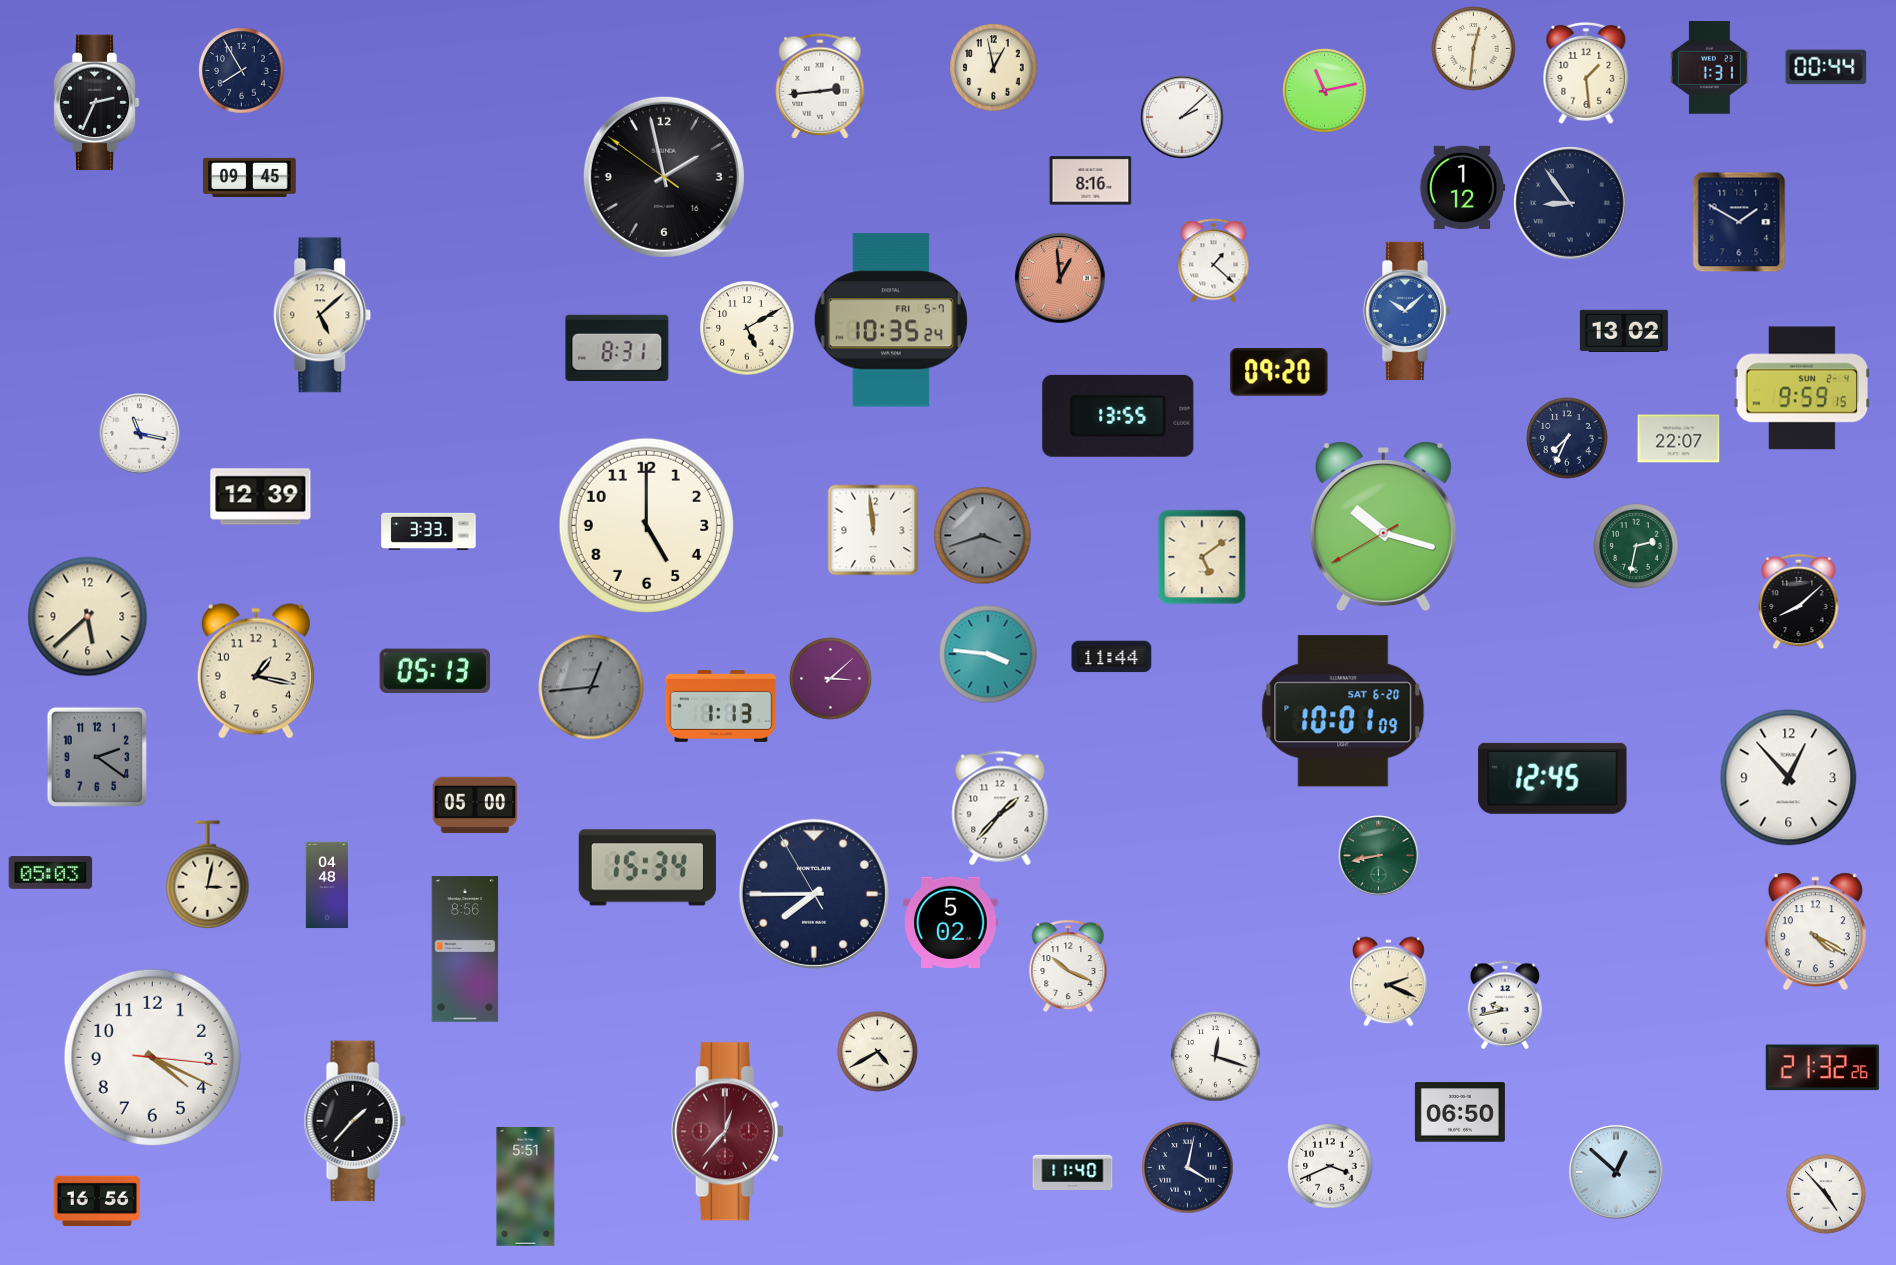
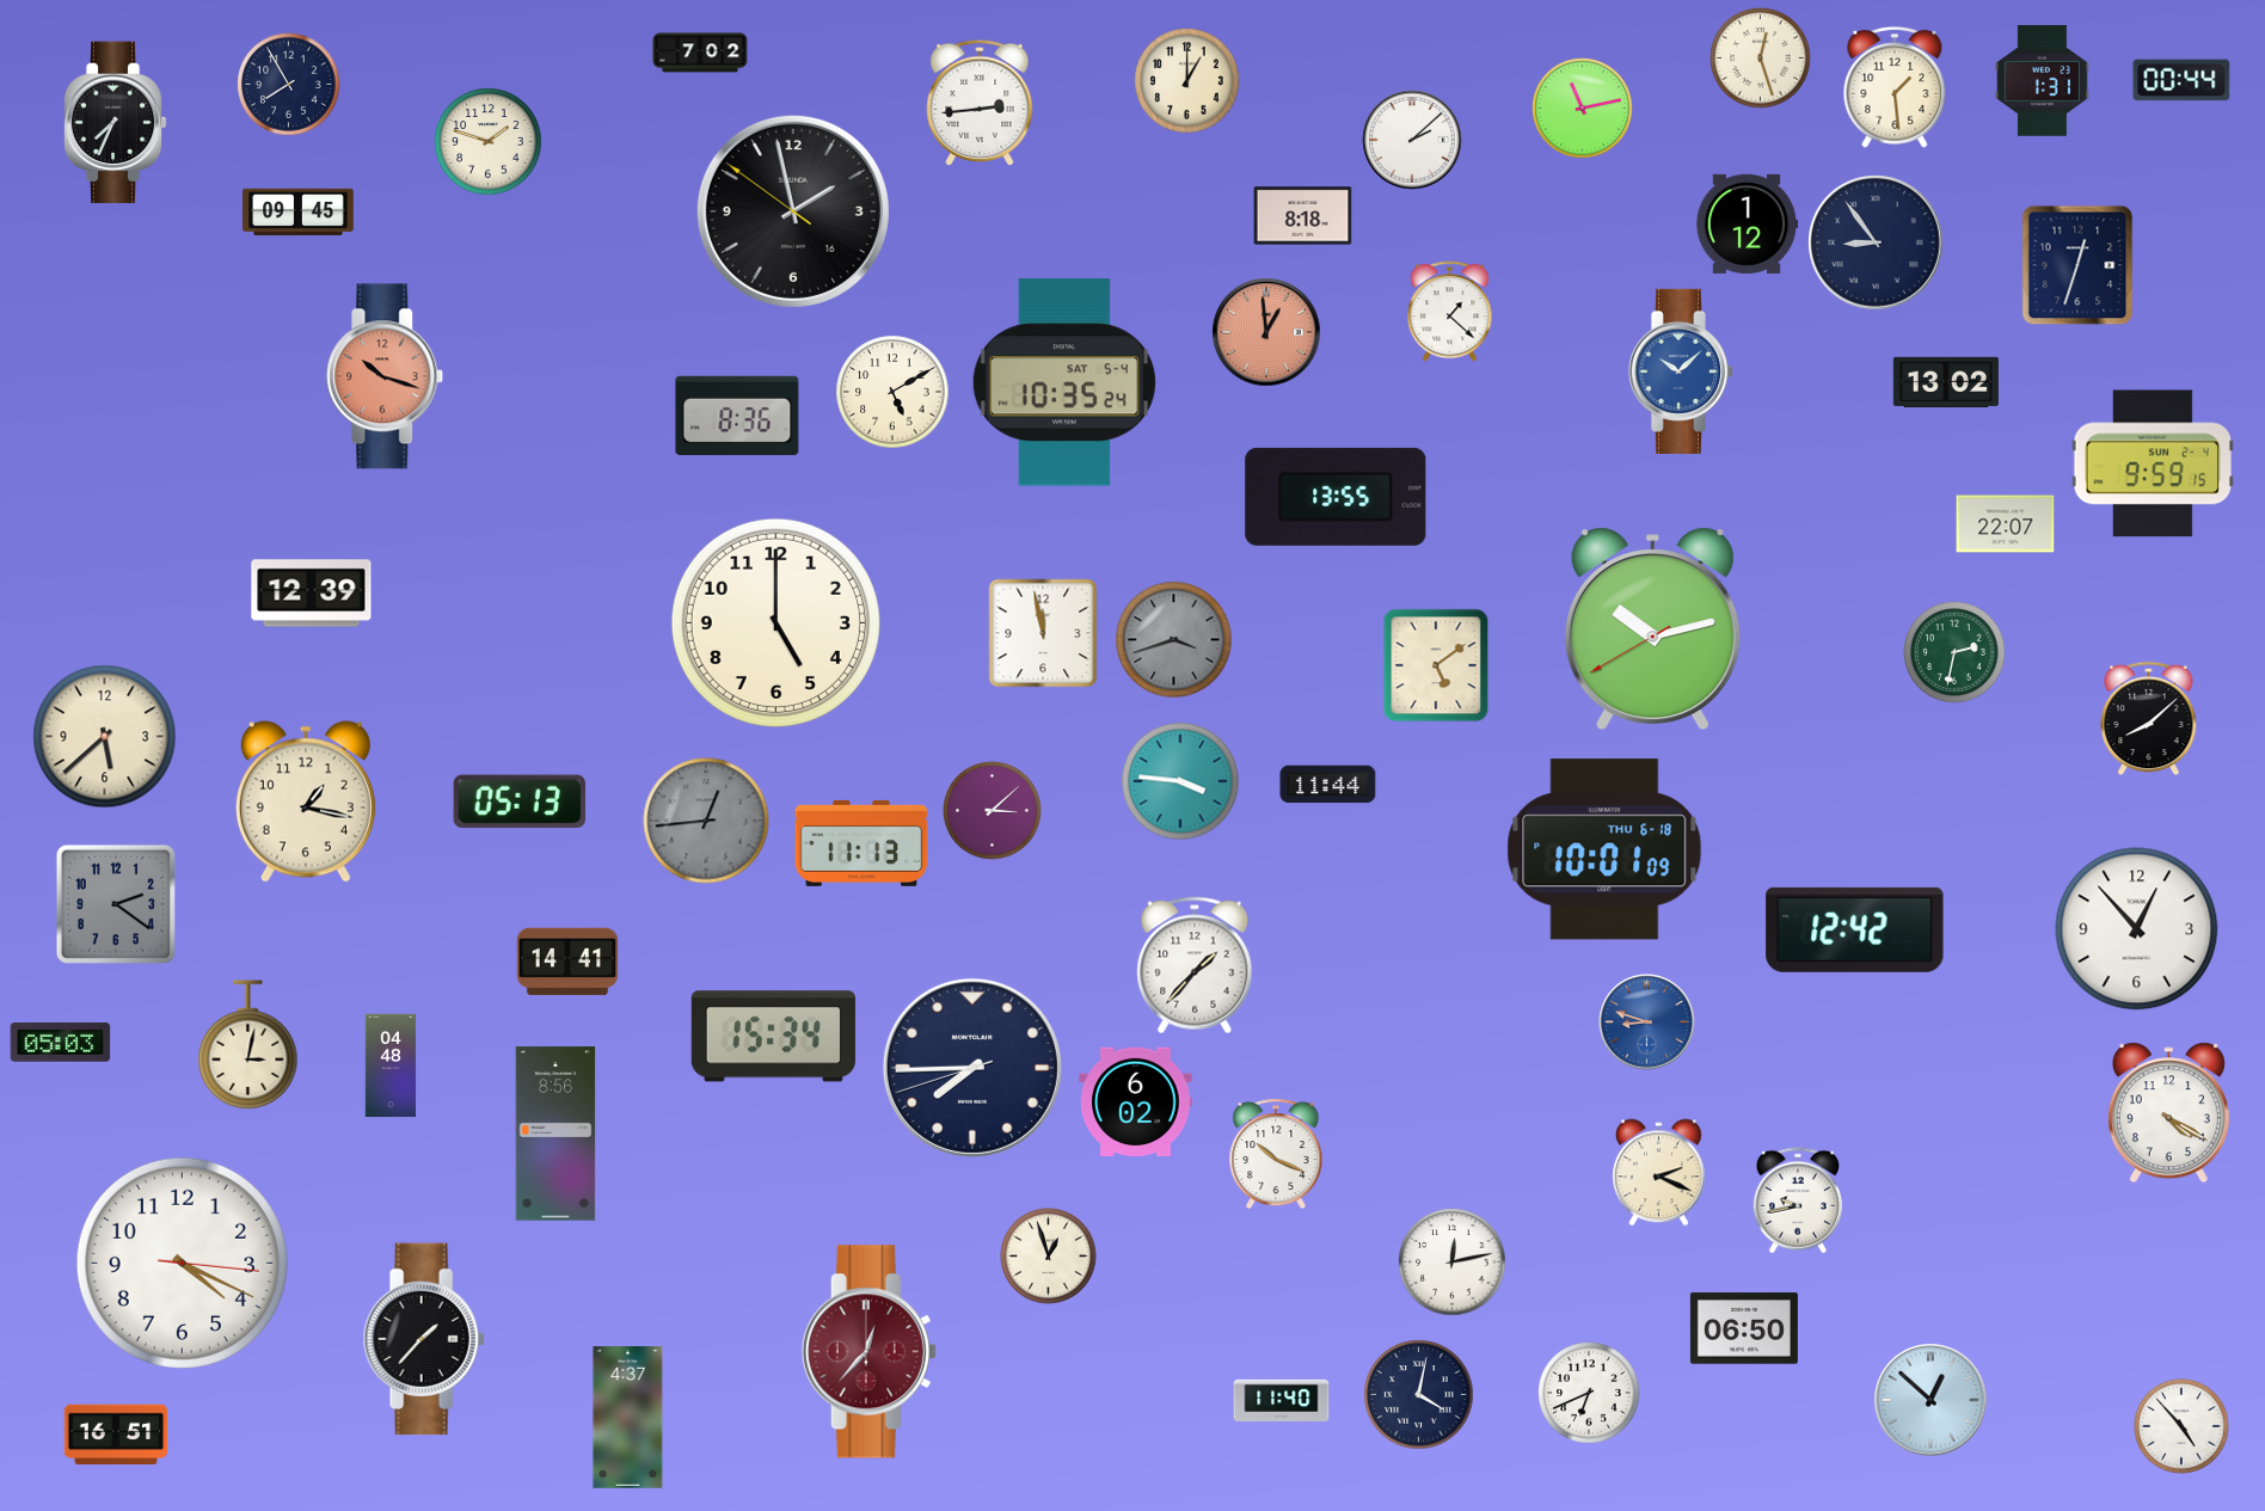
clock at (700, 53): none -> 7:02
clock at (1474, 49): 12:31 -> 12:27
clock at (994, 68): 12:58 -> 1:00
clock at (96, 103): 2:34 -> 7:34
clock at (489, 142): none -> 1:48
clock at (1091, 181): 8:16 -> 8:18
clock at (1739, 222): 1:50 -> 12:33
clock at (322, 315): 5:08 -> 10:18
clock at (322, 315) dial: cream -> salmon
clock at (891, 320) date: FRI 5-7 -> SAT 5-4
clock at (1624, 331) position: (1624, 331) -> (1946, 382)
clock at (617, 348): 8:31 -> 8:36
clock at (1279, 372): 09:20 -> none
clock at (140, 434): 11:17 -> none
clock at (1567, 438): 7:34 -> none
clock at (646, 525) position: (646, 525) -> (775, 622)
clock at (1383, 527): 10:17 -> 10:12
clock at (873, 530): 11:59 -> 11:58
clock at (429, 531): 3:33 -> none
clock at (721, 706): 1:13 -> 11:13
clock at (1343, 711) date: SAT 6-20 -> THU 6-18
clock at (1553, 778): 12:45 -> 12:42
clock at (475, 805): 05:00 -> 14:41
clock at (1379, 856): 8:43 -> 8:48
clock at (1379, 856) dial: green -> blue
clock at (327, 885) position: (327, 885) -> (391, 1065)
clock at (814, 894): 7:44:55 -> 7:44:42
clock at (951, 923): 5:02 -> 6:02
clock at (878, 1052): 4:40 -> 12:57
clock at (1216, 1057): 12:18 -> 12:13
clock at (1822, 1068): 21:32 -> none
clock at (1330, 1166): 3:41 -> 6:41
clock at (526, 1187): 5:51 -> 4:37
clock at (97, 1200): 16:56 -> 16:51
